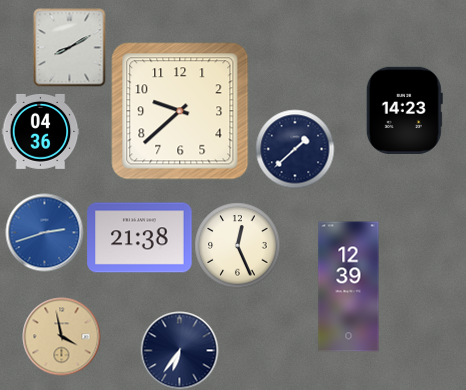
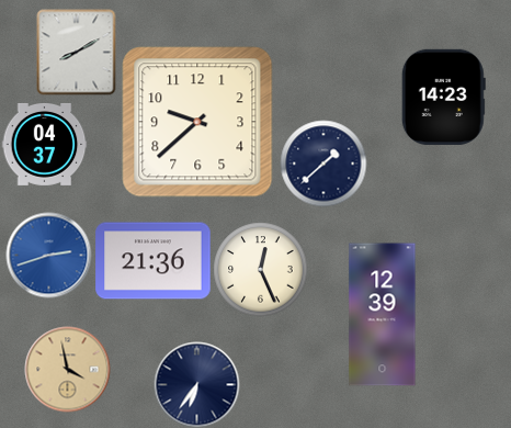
clock at (404, 110) position: (404, 110) -> (443, 97)
clock at (40, 131): 04:36 -> 04:37
clock at (140, 238): 21:38 -> 21:36
